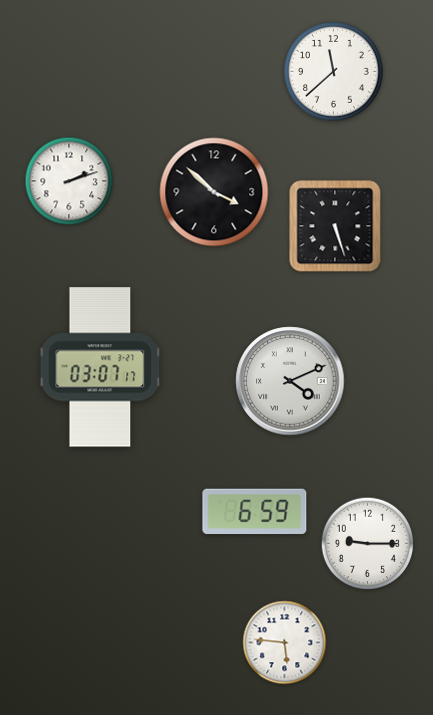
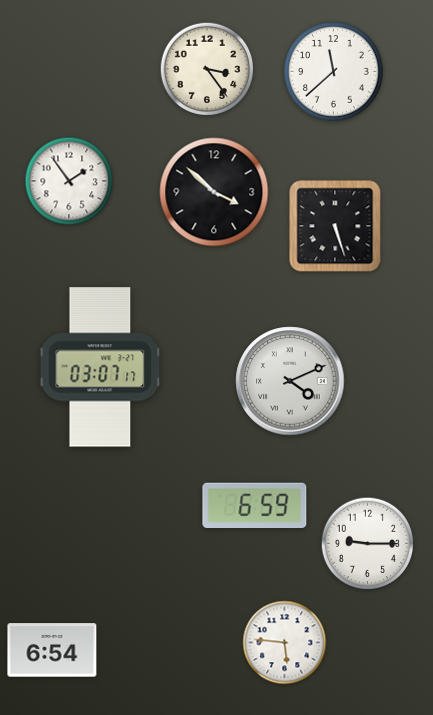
clock at (207, 69): none -> 3:24
clock at (69, 181): 2:12 -> 1:54
clock at (255, 512) position: (255, 512) -> (255, 506)
clock at (52, 650): none -> 6:54
